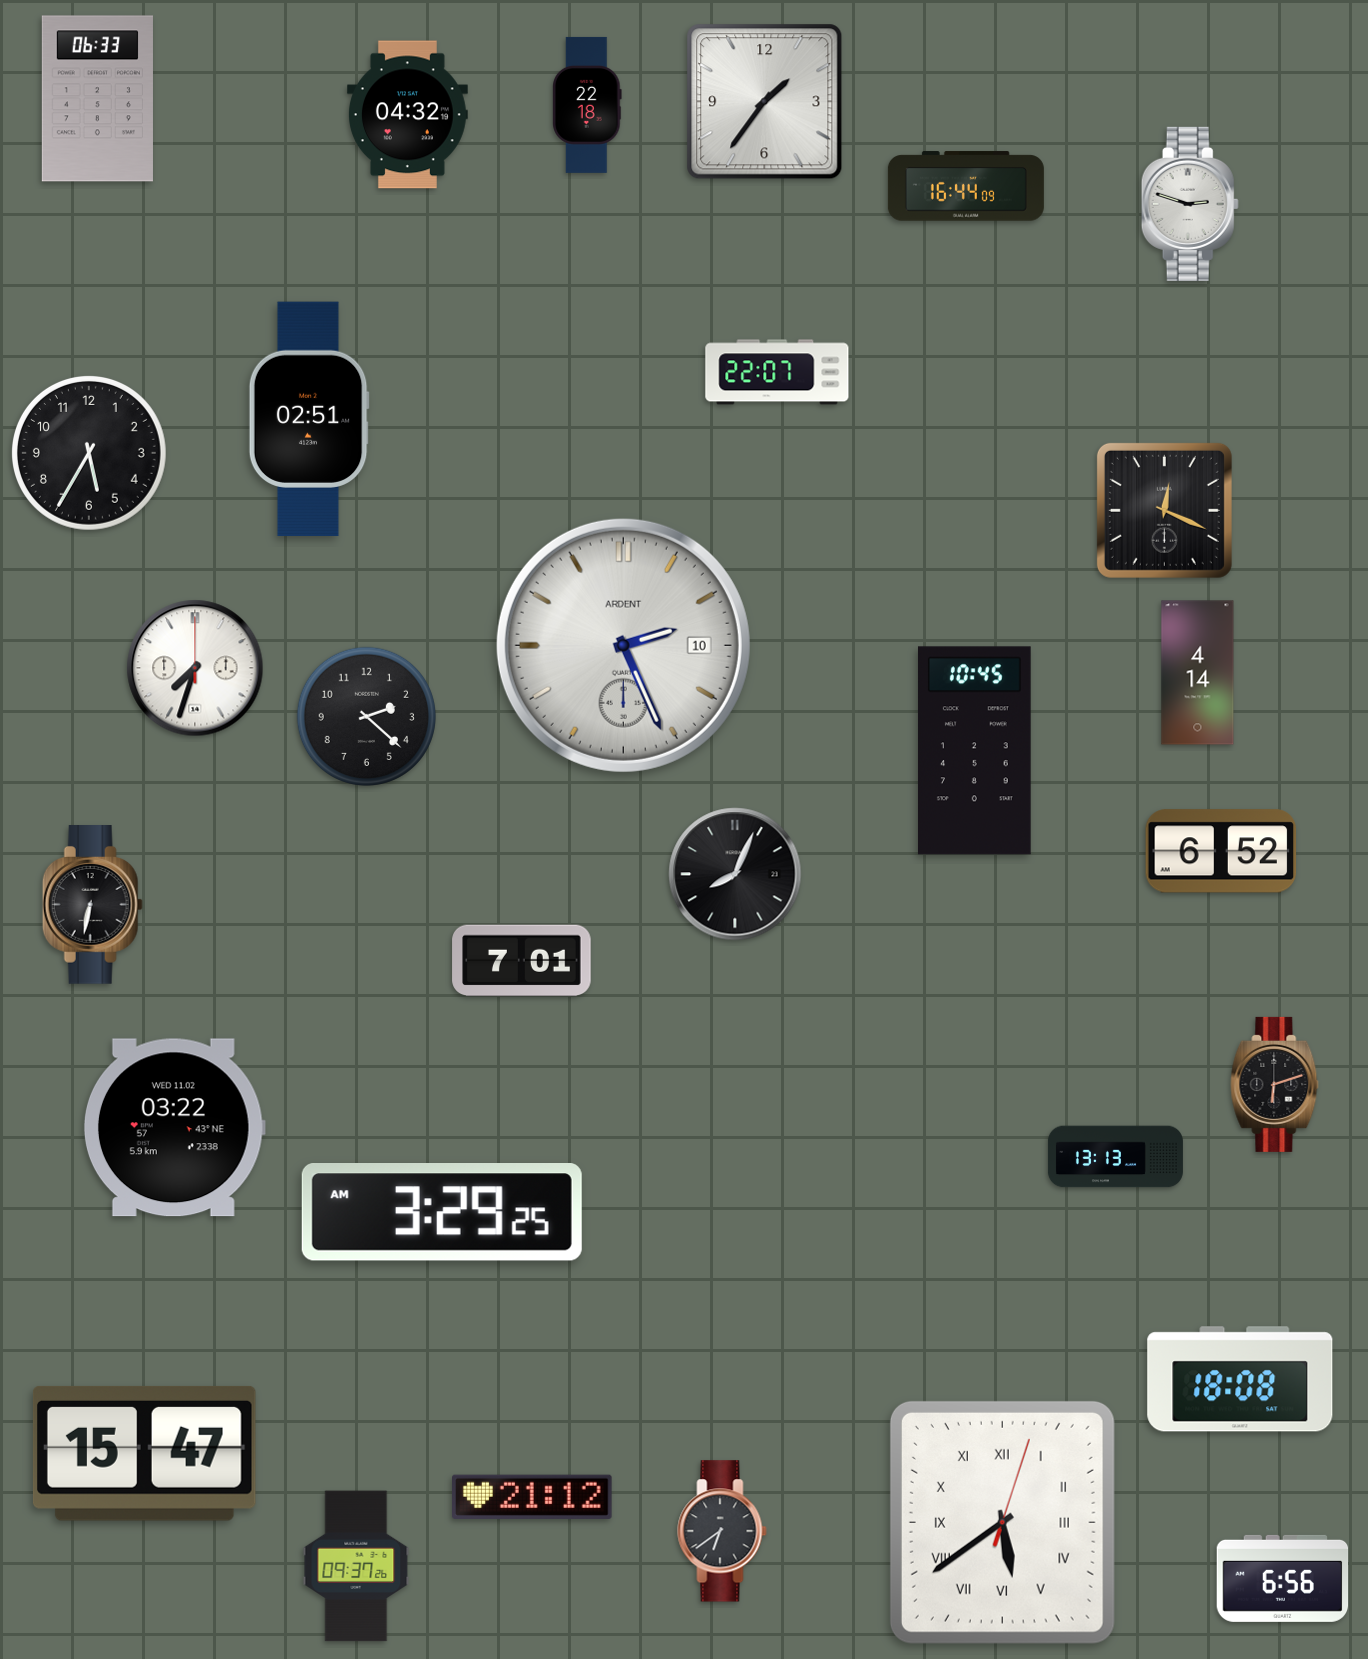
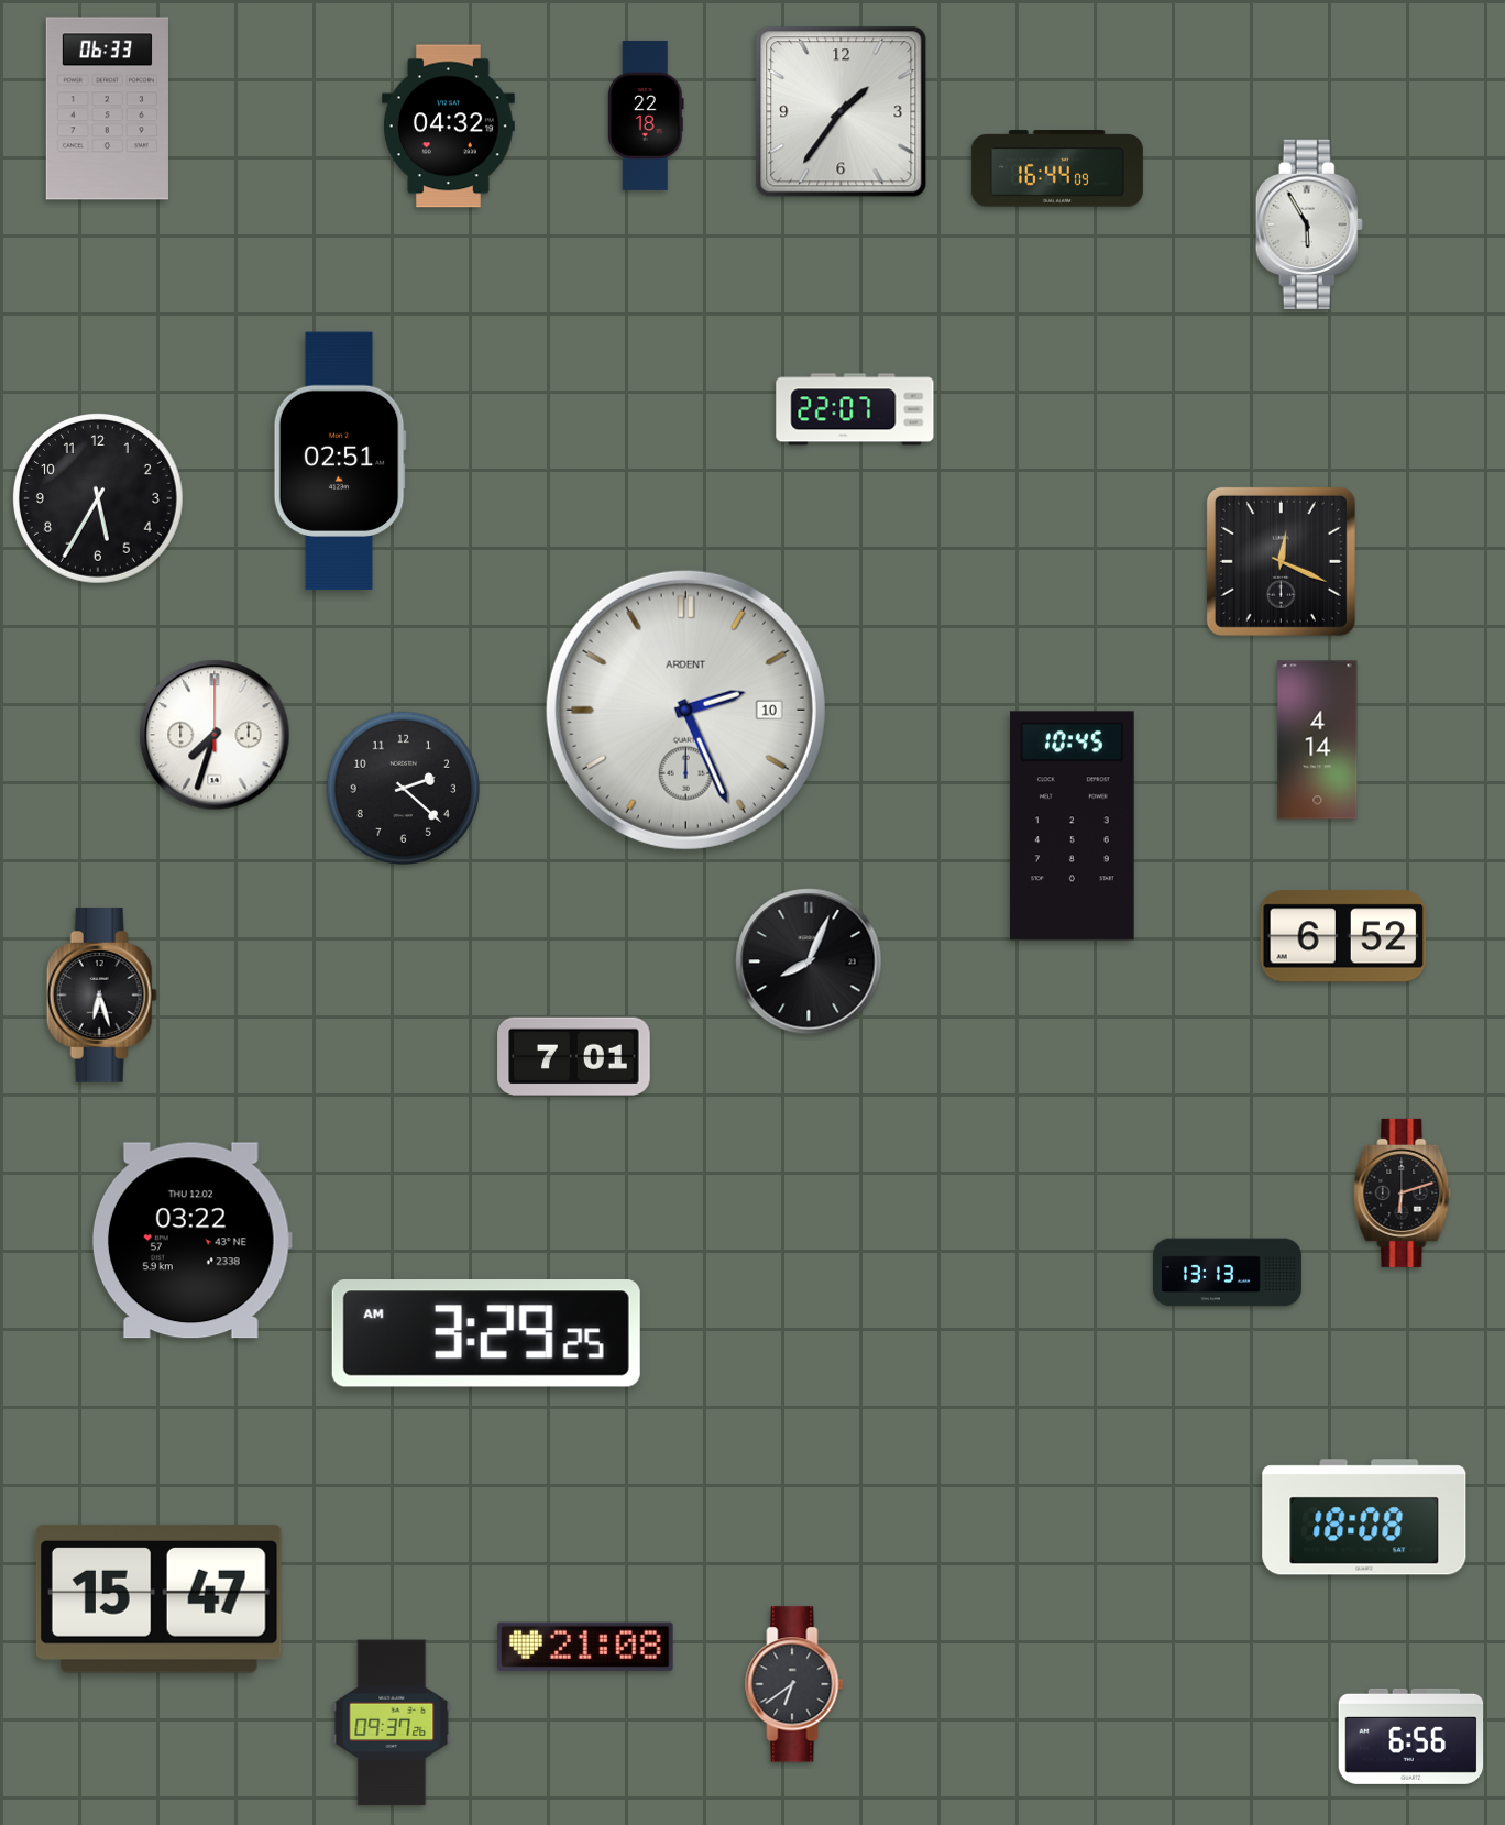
clock at (966, 186) position: (966, 186) -> (1057, 168)
clock at (1190, 204): 2:48 -> 5:55
clock at (92, 905): 6:32 -> 6:27
clock at (174, 1128) date: WED 11.02 -> THU 12.02
clock at (533, 1497): 21:12 -> 21:08
clock at (1002, 1522): 5:39 -> none
